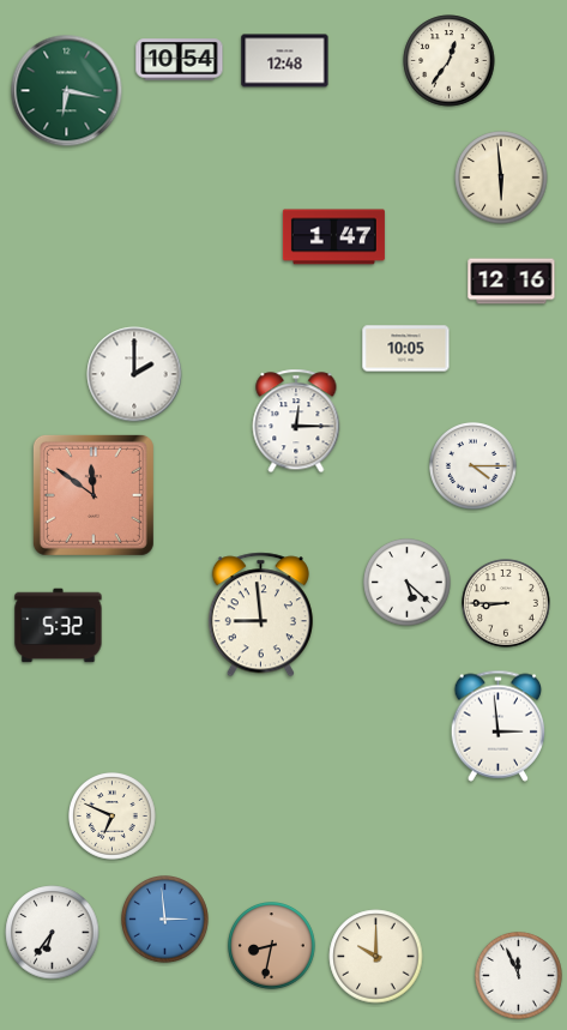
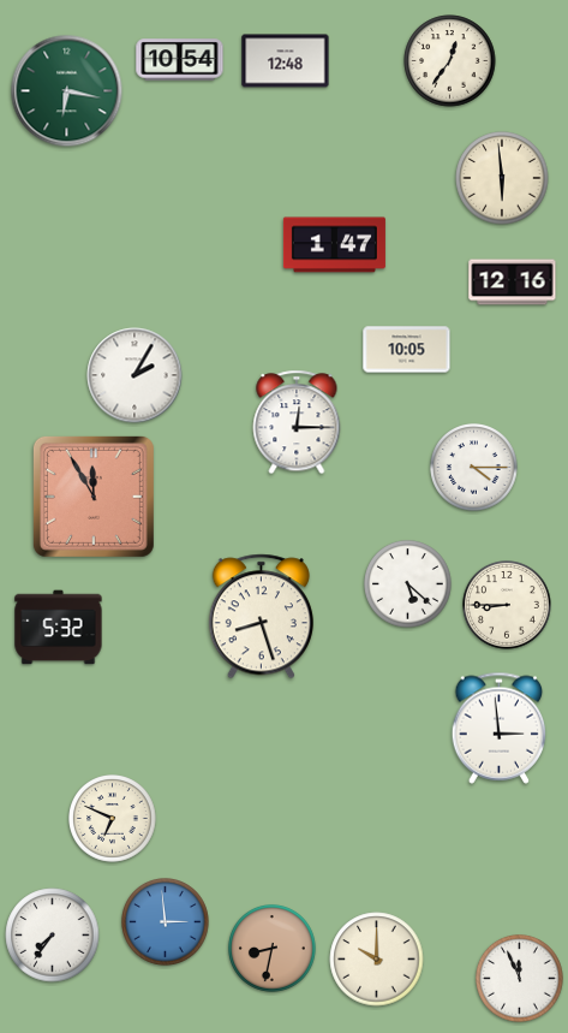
clock at (333, 237) position: (333, 237) -> (334, 245)
clock at (134, 374): 2:00 -> 2:05
clock at (94, 495): 11:51 -> 11:55
clock at (260, 615): 8:59 -> 8:27
clock at (53, 933): 6:36 -> 7:36
